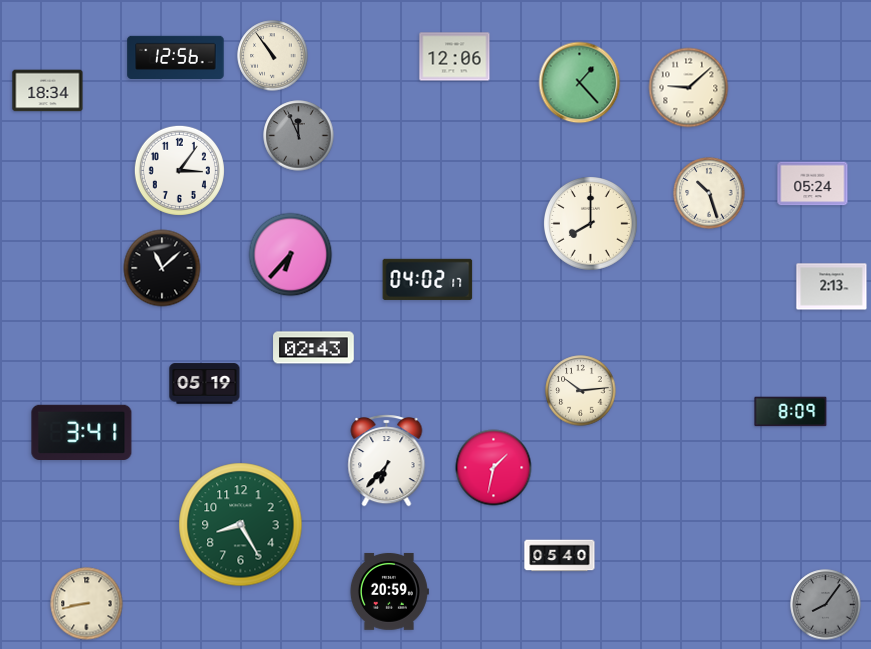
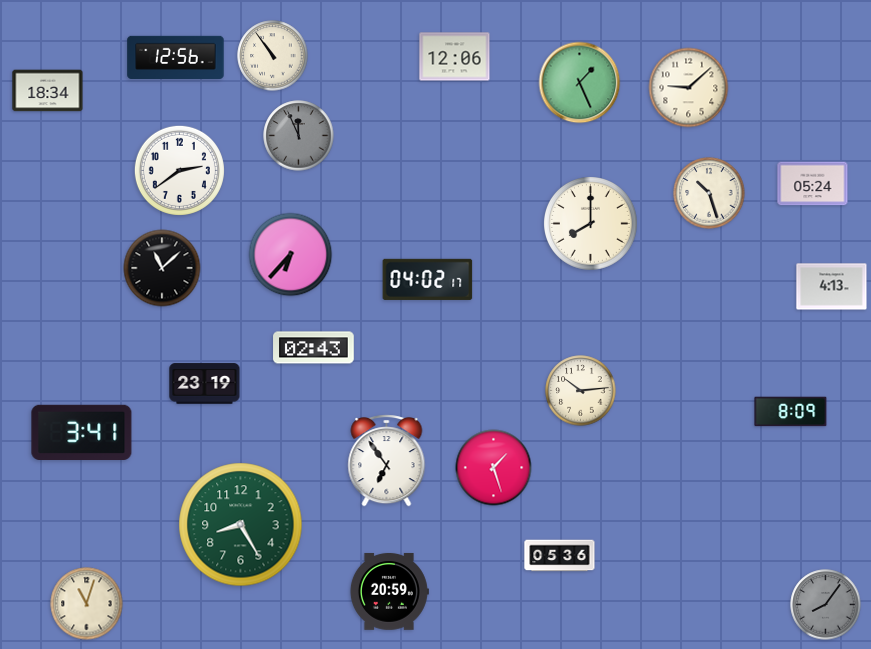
clock at (580, 83): 1:23 -> 1:26
clock at (179, 170): 3:06 -> 2:39
clock at (832, 287): 2:13 -> 4:13
clock at (205, 384): 05:19 -> 23:19
clock at (387, 461): 6:37 -> 6:54
clock at (494, 468): 1:32 -> 1:27
clock at (560, 556): 05:40 -> 05:36
clock at (87, 604): 8:43 -> 11:03
